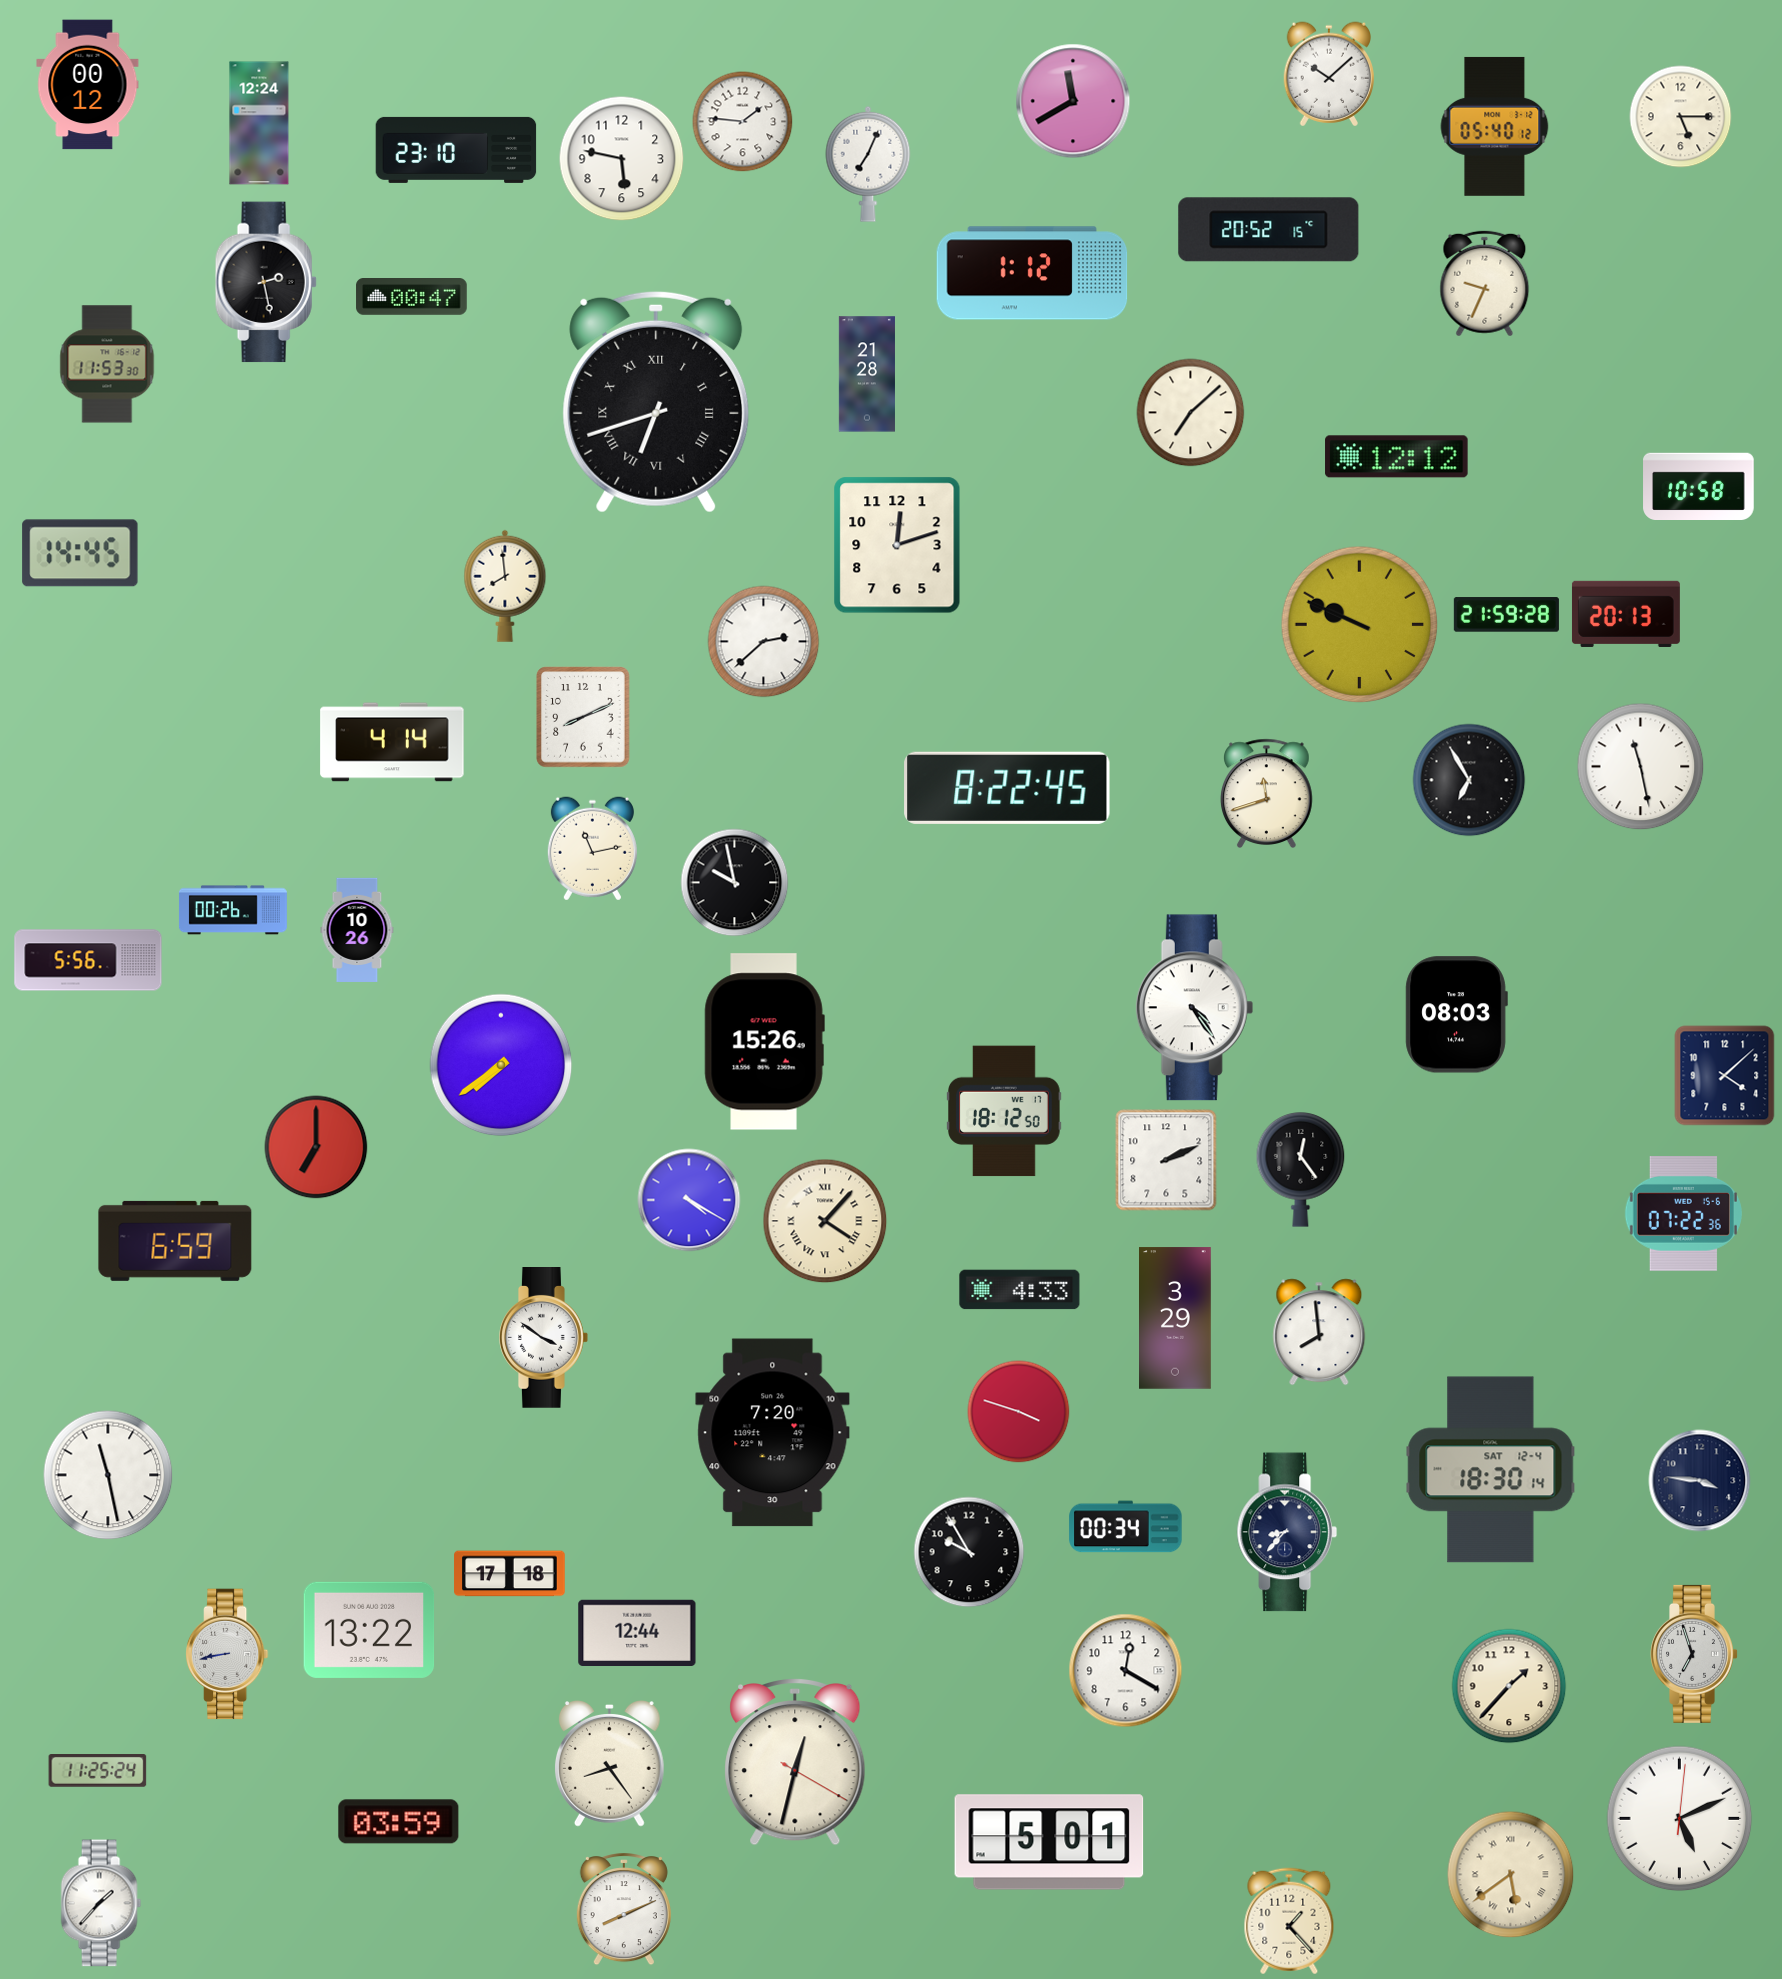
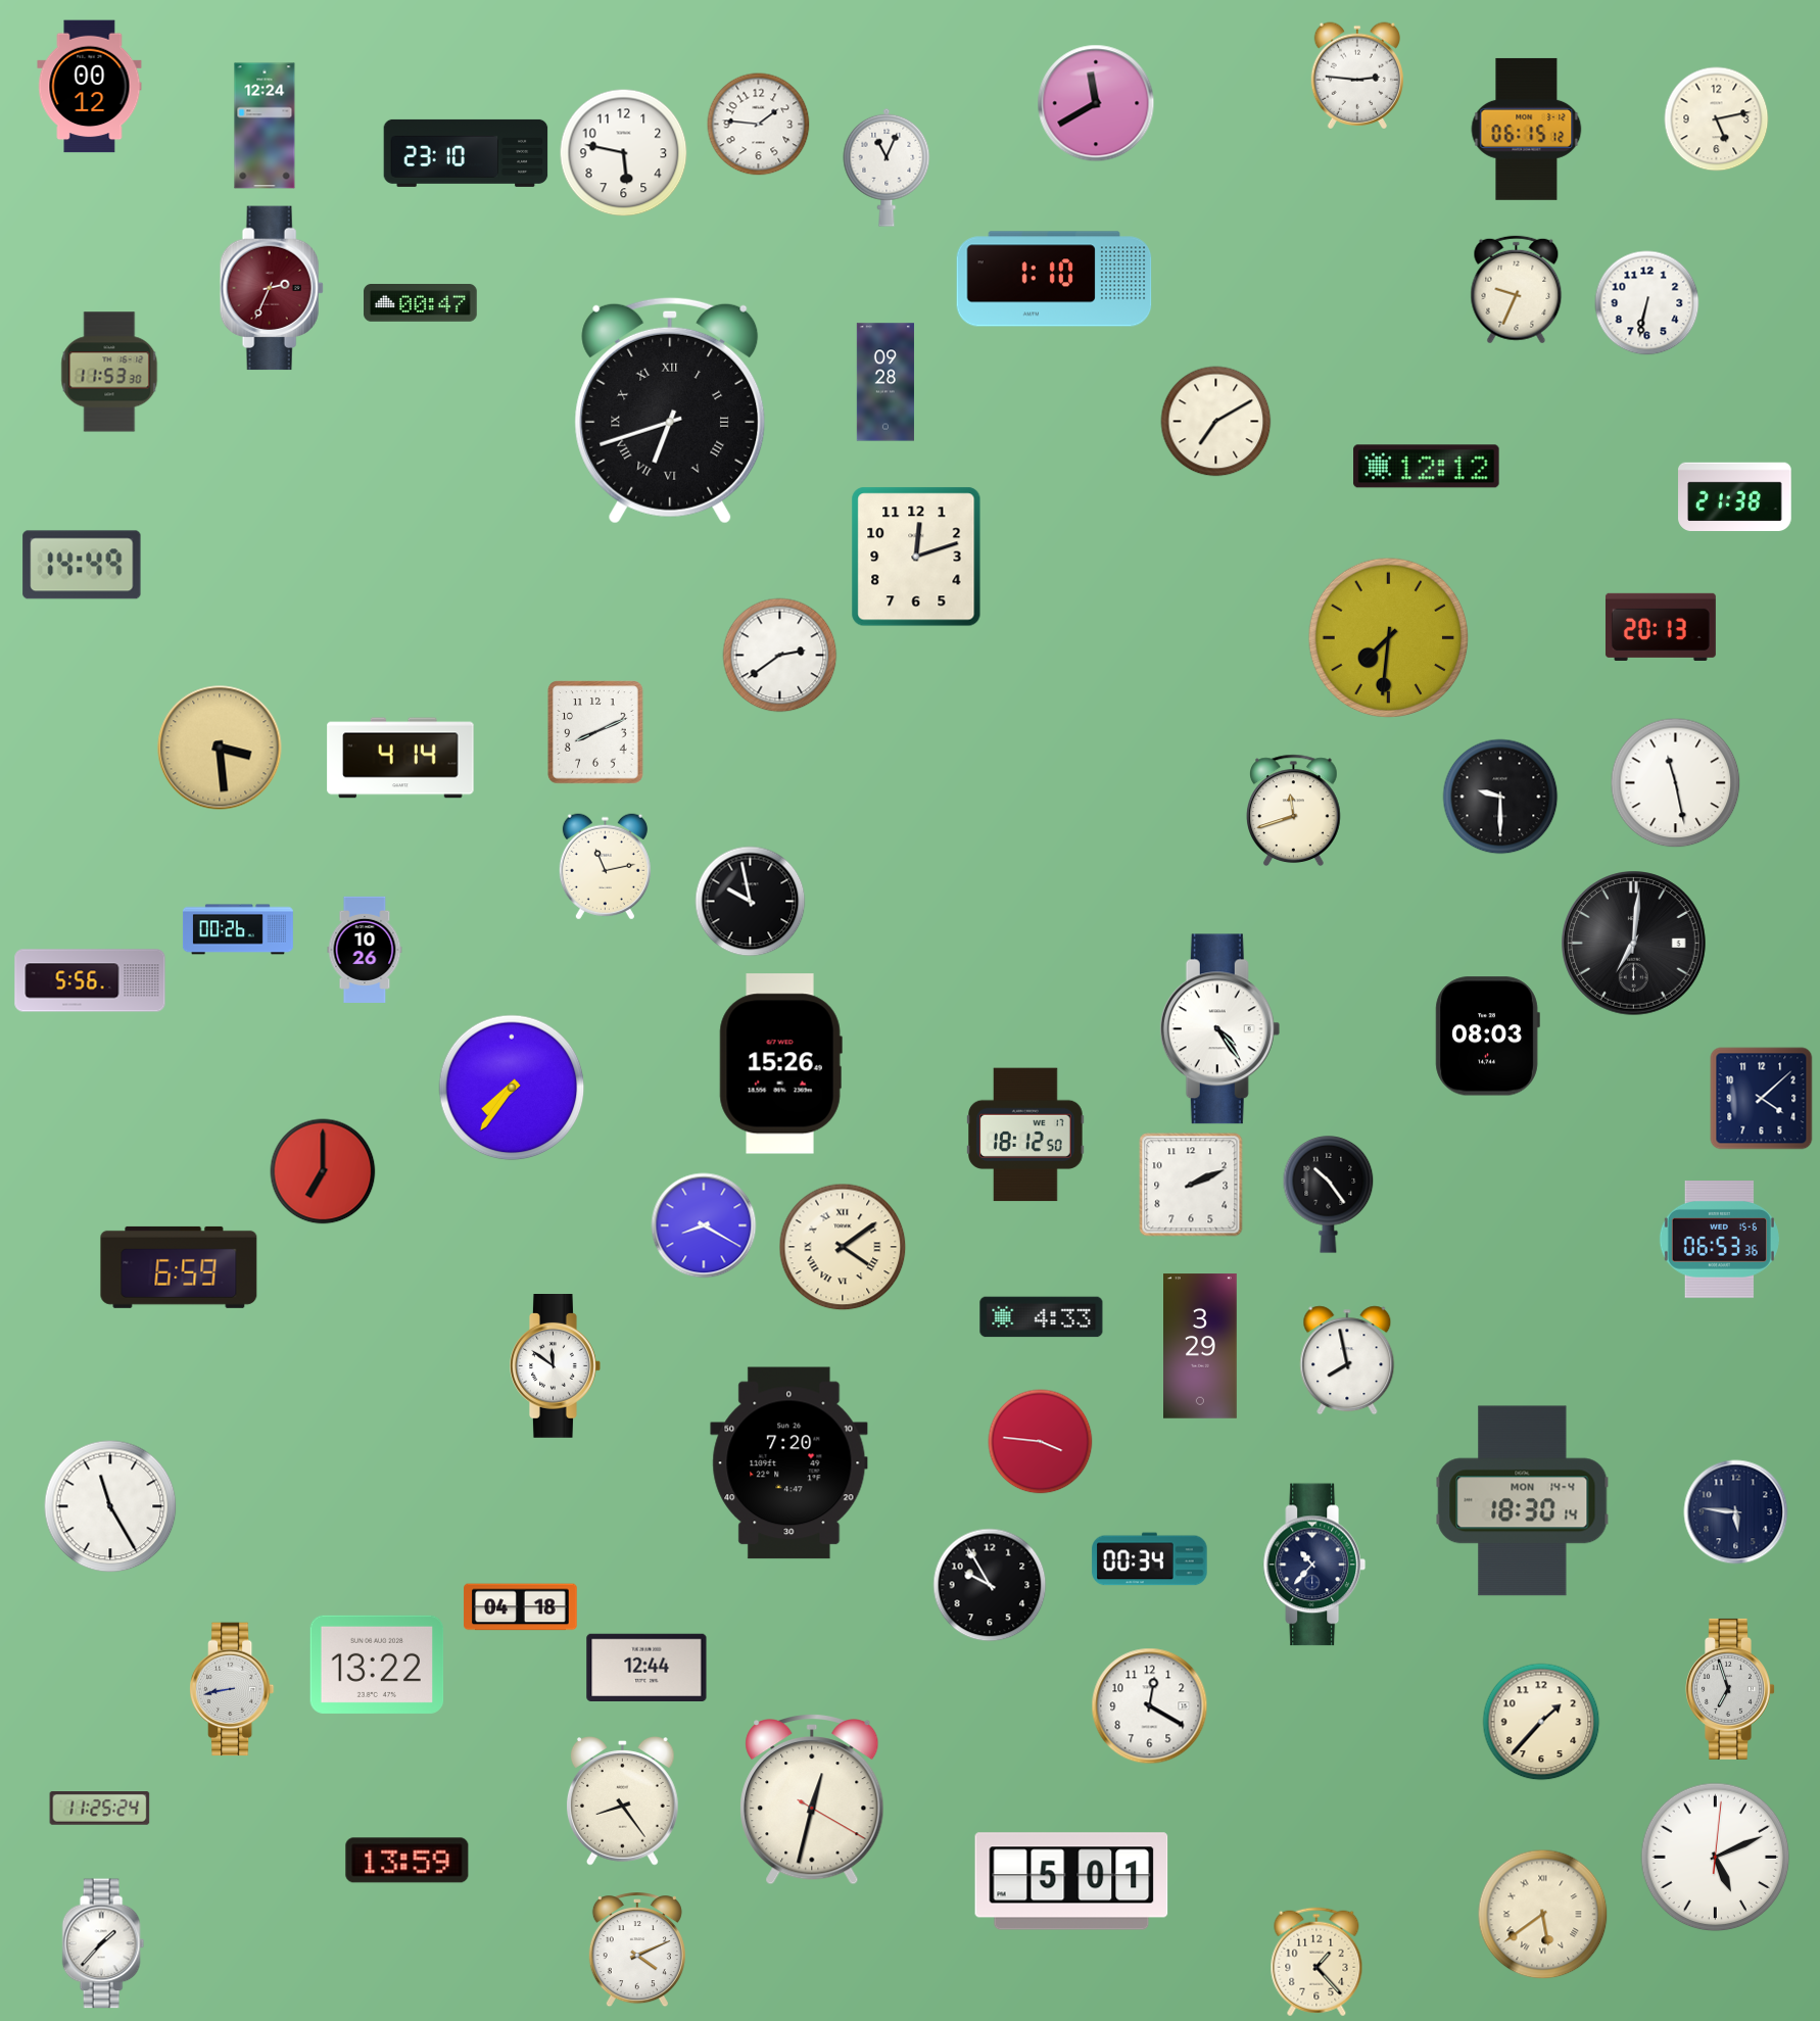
clock at (1328, 74): 10:08 -> 2:46
clock at (1681, 117): 5:15 -> 5:13
clock at (1495, 126): 05:40 -> 06:15
clock at (622, 159) position: (622, 159) -> (624, 153)
clock at (868, 164): 7:04 -> 11:04
clock at (1269, 230): 20:52 -> none
clock at (1032, 273): 1:12 -> 1:10
clock at (266, 282): 2:28 -> 2:34
clock at (266, 282) dial: black -> burgundy
clock at (1647, 303): none -> 6:32
clock at (867, 374): 21:28 -> 09:28
clock at (1191, 413): 7:08 -> 7:10
clock at (1699, 486): 10:58 -> 21:38
clock at (80, 553): 14:45 -> 14:49
clock at (505, 586): 7:59 -> none
clock at (1506, 615): 21:59 -> none
clock at (1360, 625): 9:49 -> 7:31
clock at (764, 642): 2:38 -> 2:39
clock at (220, 748): none -> 3:29
clock at (1469, 780): 6:55 -> 9:30
clock at (1007, 788): 8:22 -> none
clock at (1634, 944): none -> 7:01
clock at (501, 1065): 7:39 -> 7:36
clock at (1301, 1170): 12:24 -> 10:24
clock at (689, 1200): 4:20 -> 8:20
clock at (1683, 1214): 07:22 -> 06:53
clock at (825, 1221): 4:07 -> 4:09
clock at (1319, 1332): 7:59 -> 7:58
clock at (544, 1338): 3:51 -> 11:51
clock at (1019, 1412): 3:48 -> 3:46
clock at (1491, 1470) date: SAT 12-4 -> MON 14-4
clock at (108, 1475): 11:28 -> 11:25
clock at (1700, 1481): 3:46 -> 5:46
clock at (1287, 1532): 8:37 -> 10:37
clock at (510, 1574): 17:18 -> 04:18
clock at (637, 1632) position: (637, 1632) -> (646, 1667)
clock at (399, 1822): 03:59 -> 13:59
clock at (624, 1910): 8:11 -> 4:11
